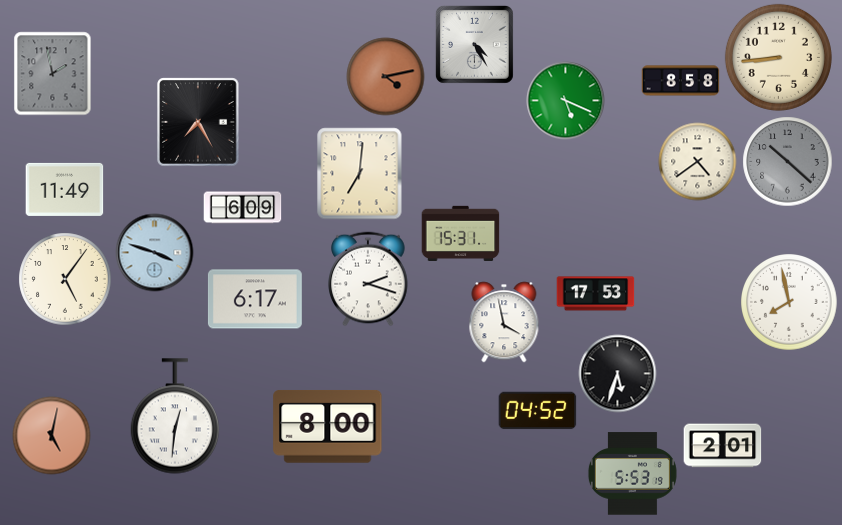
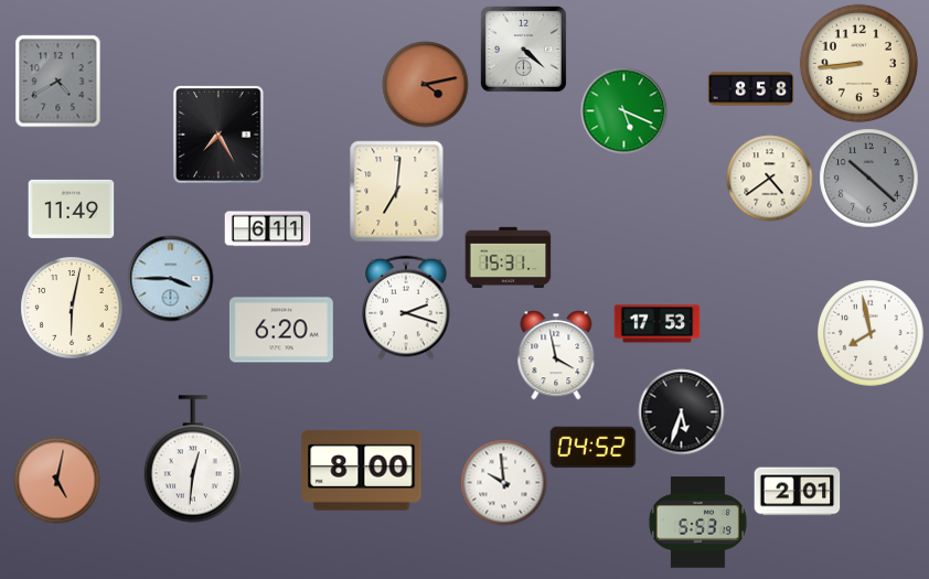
clock at (474, 44): 4:25 -> 4:22
clock at (53, 73): 1:58 -> 4:40
clock at (242, 208): 6:09 -> 6:11
clock at (154, 252): 3:48 -> 3:45
clock at (65, 279): 5:06 -> 6:02
clock at (255, 299): 6:17 -> 6:20
clock at (537, 411) position: (537, 411) -> (592, 448)
clock at (503, 482): none -> 9:59
